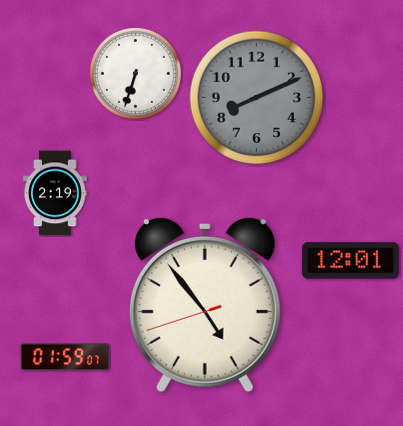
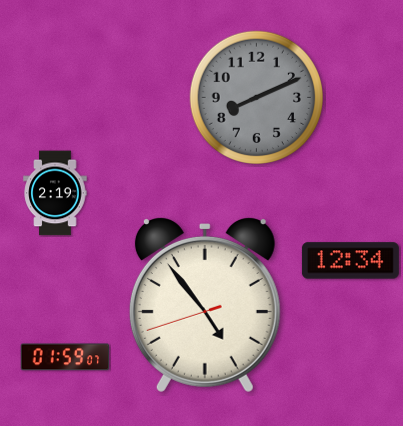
clock at (135, 73): 6:33 -> none
clock at (350, 261): 12:01 -> 12:34
